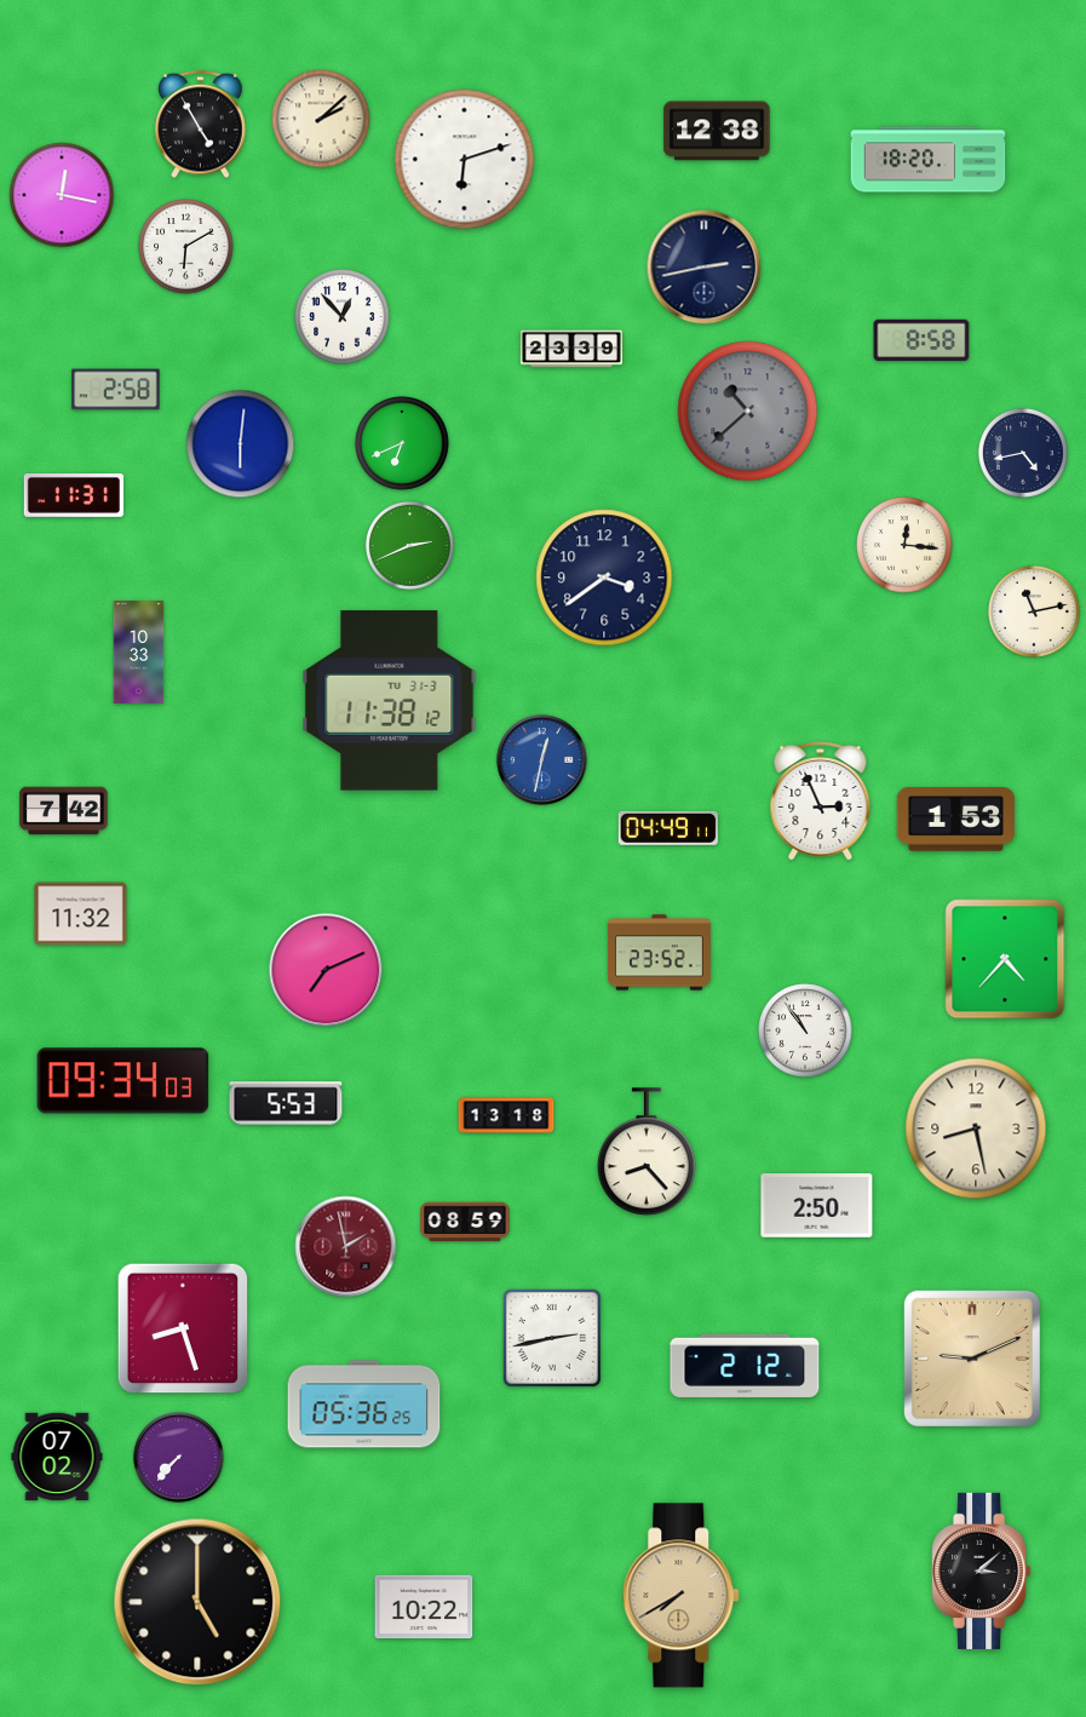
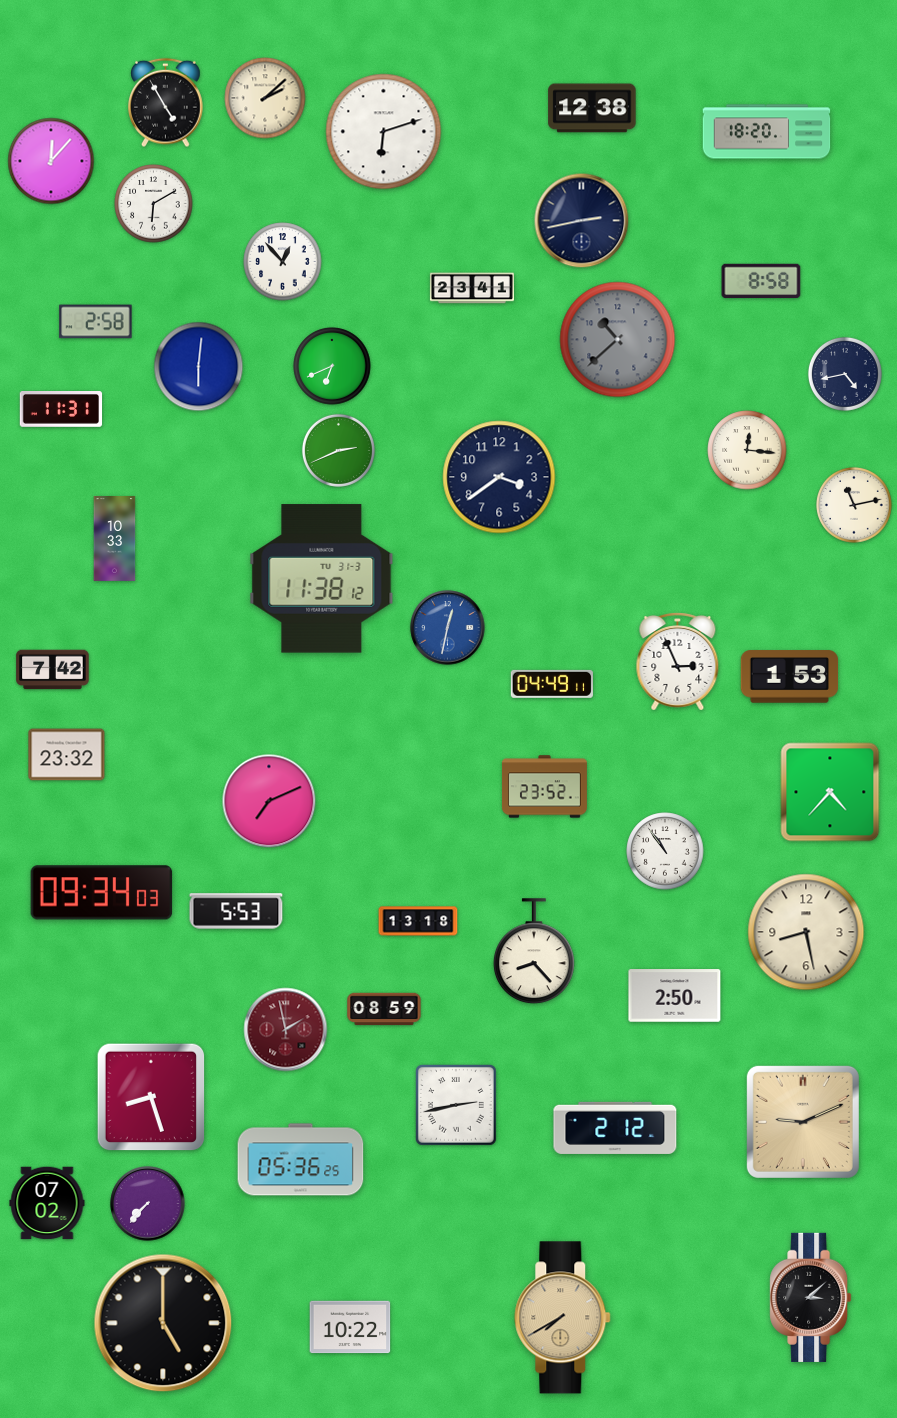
clock at (62, 195): 12:17 -> 12:07
clock at (571, 349): 23:39 -> 23:41
clock at (81, 914): 11:32 -> 23:32
